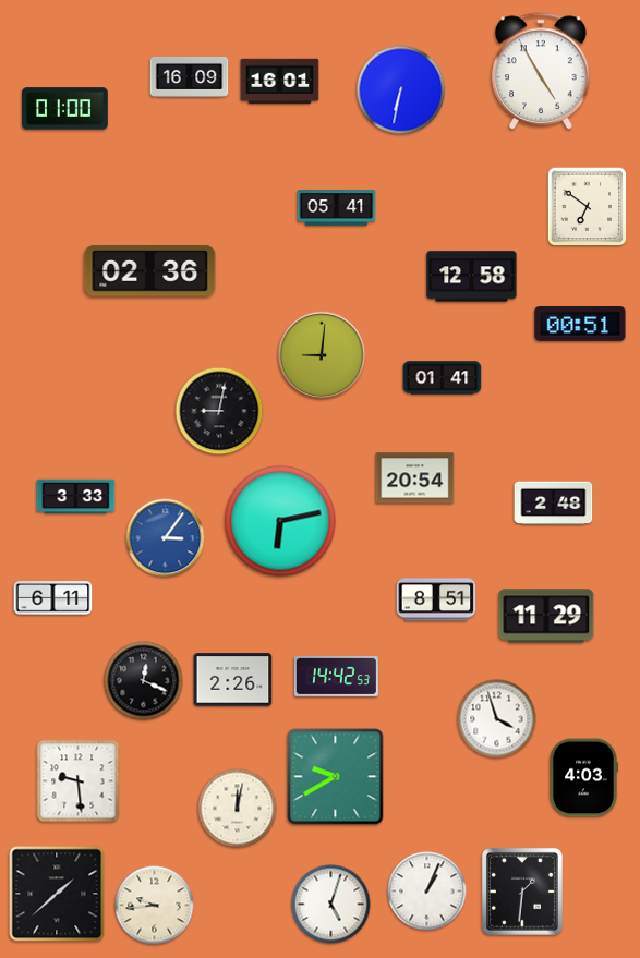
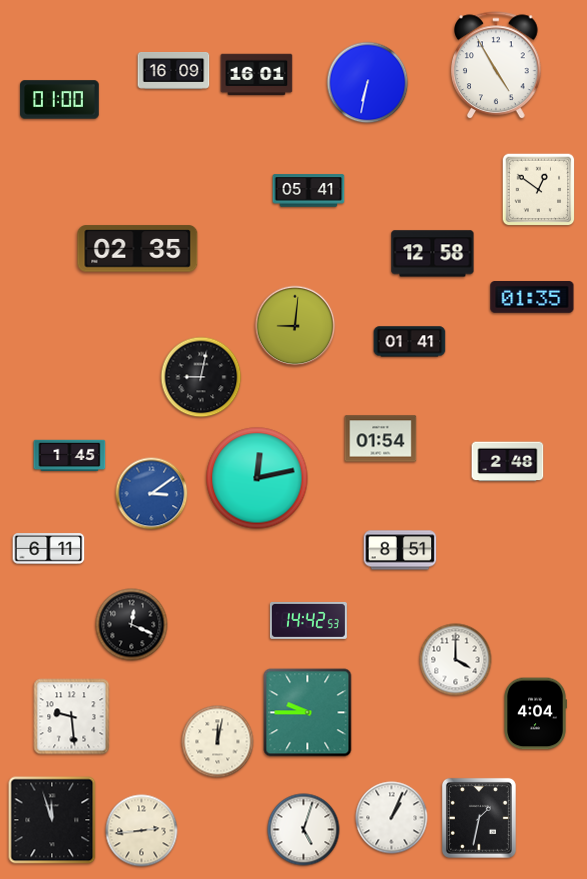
clock at (588, 207): 6:51 -> 12:51
clock at (150, 271): 02:36 -> 02:35
clock at (580, 325): 00:51 -> 01:35
clock at (443, 378) position: (443, 378) -> (410, 342)
clock at (415, 478): 20:54 -> 01:54
clock at (76, 497): 3:33 -> 1:45
clock at (280, 521): 6:13 -> 12:13
clock at (166, 538): 3:06 -> 3:09
clock at (546, 616): 11:29 -> none
clock at (233, 680): 2:26 -> none
clock at (497, 719): 3:57 -> 4:00
clock at (336, 777): 9:40 -> 9:45
clock at (583, 778): 4:03 -> 4:04
clock at (522, 892): 1:31 -> 1:32
clock at (57, 894): 1:38 -> 11:57
clock at (155, 906): 9:44 -> 2:44
